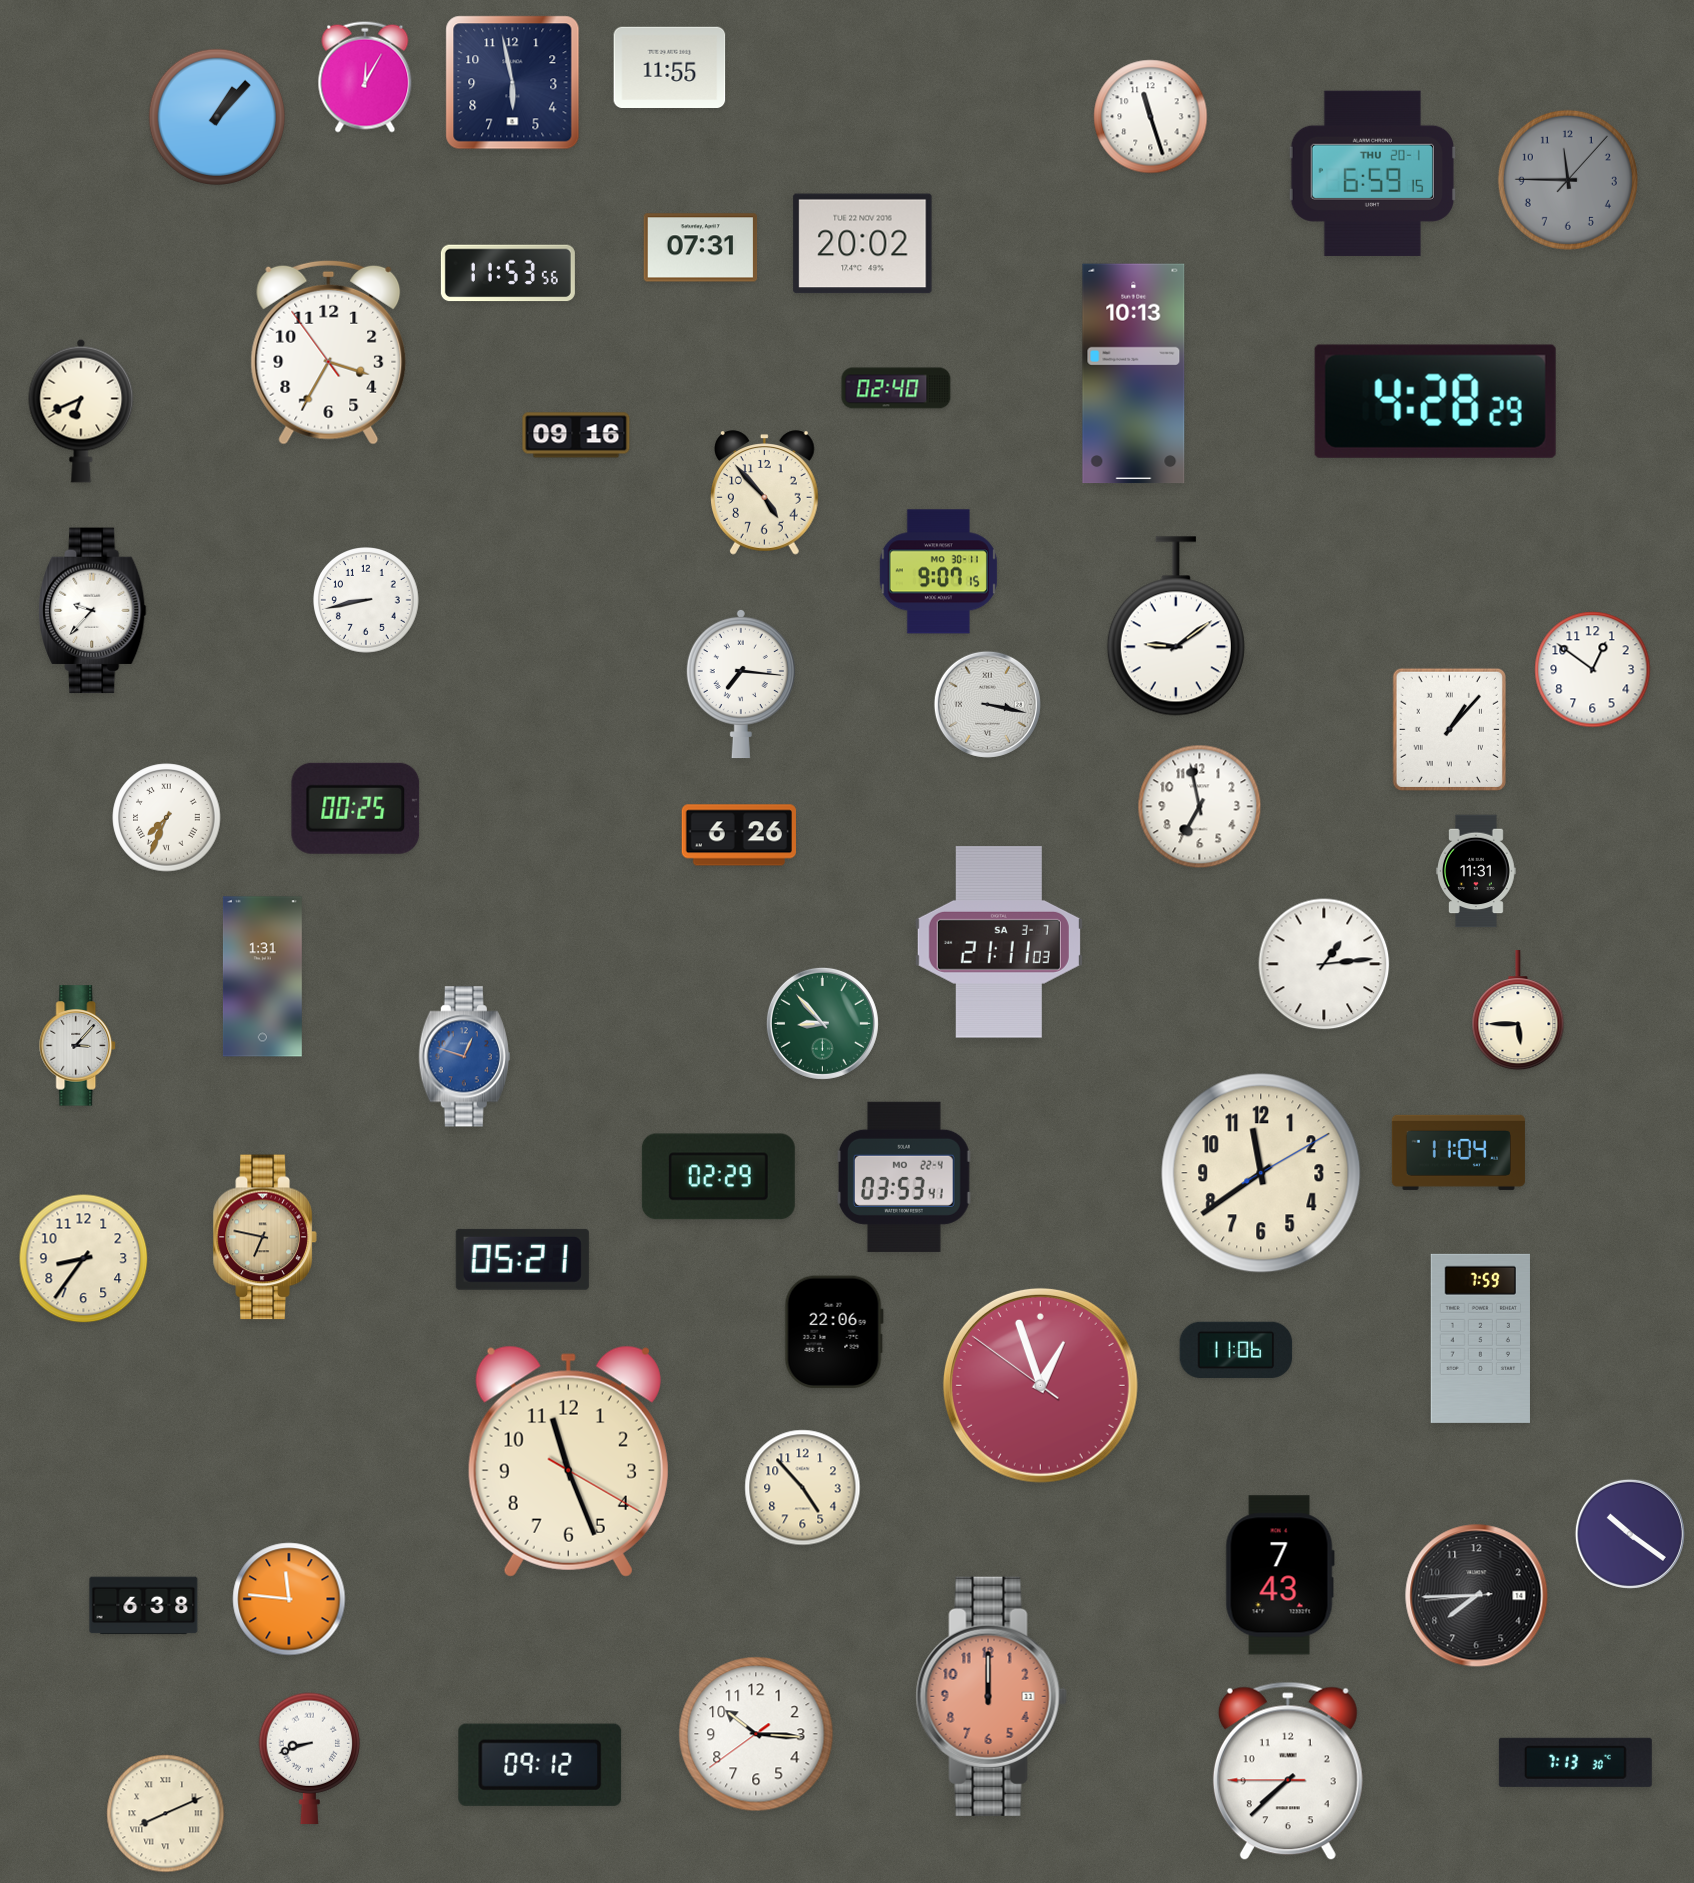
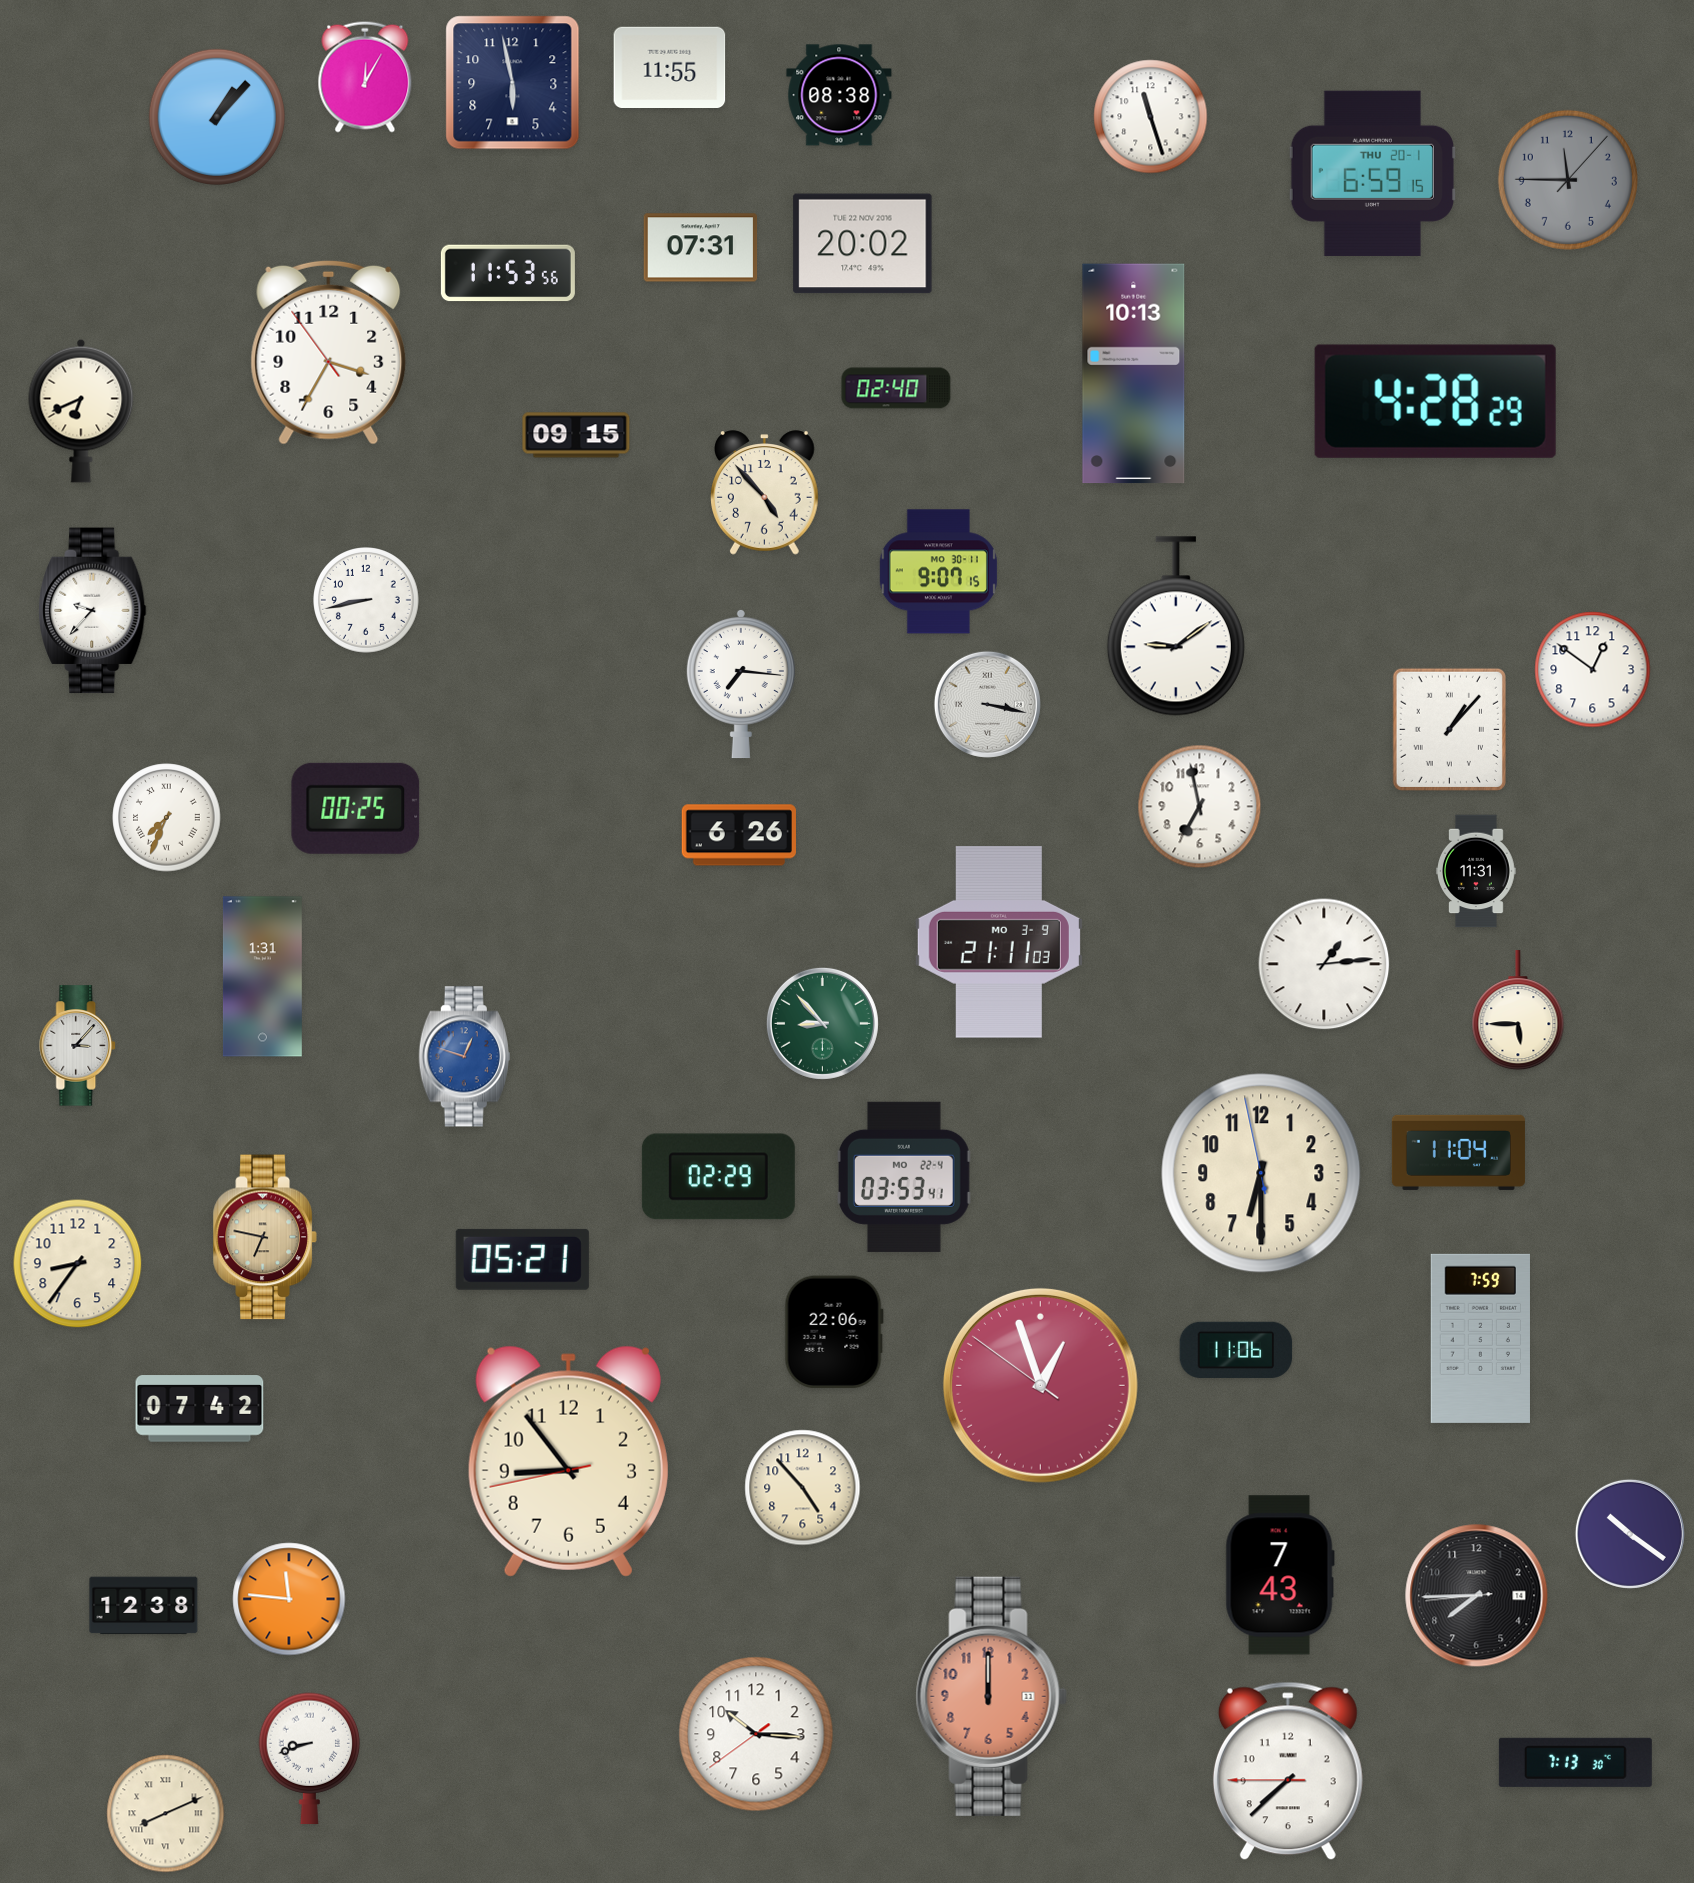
clock at (839, 95): none -> 08:38
clock at (576, 435): 09:16 -> 09:15
clock at (999, 942) date: SA 3-7 -> MO 3-9
clock at (1261, 1173): 11:39 -> 6:29
clock at (84, 1259) position: (84, 1259) -> (78, 1264)
clock at (200, 1409): none -> 07:42
clock at (568, 1461): 11:26 -> 8:53
clock at (144, 1606): 6:38 -> 12:38
clock at (540, 1765): 09:12 -> none
